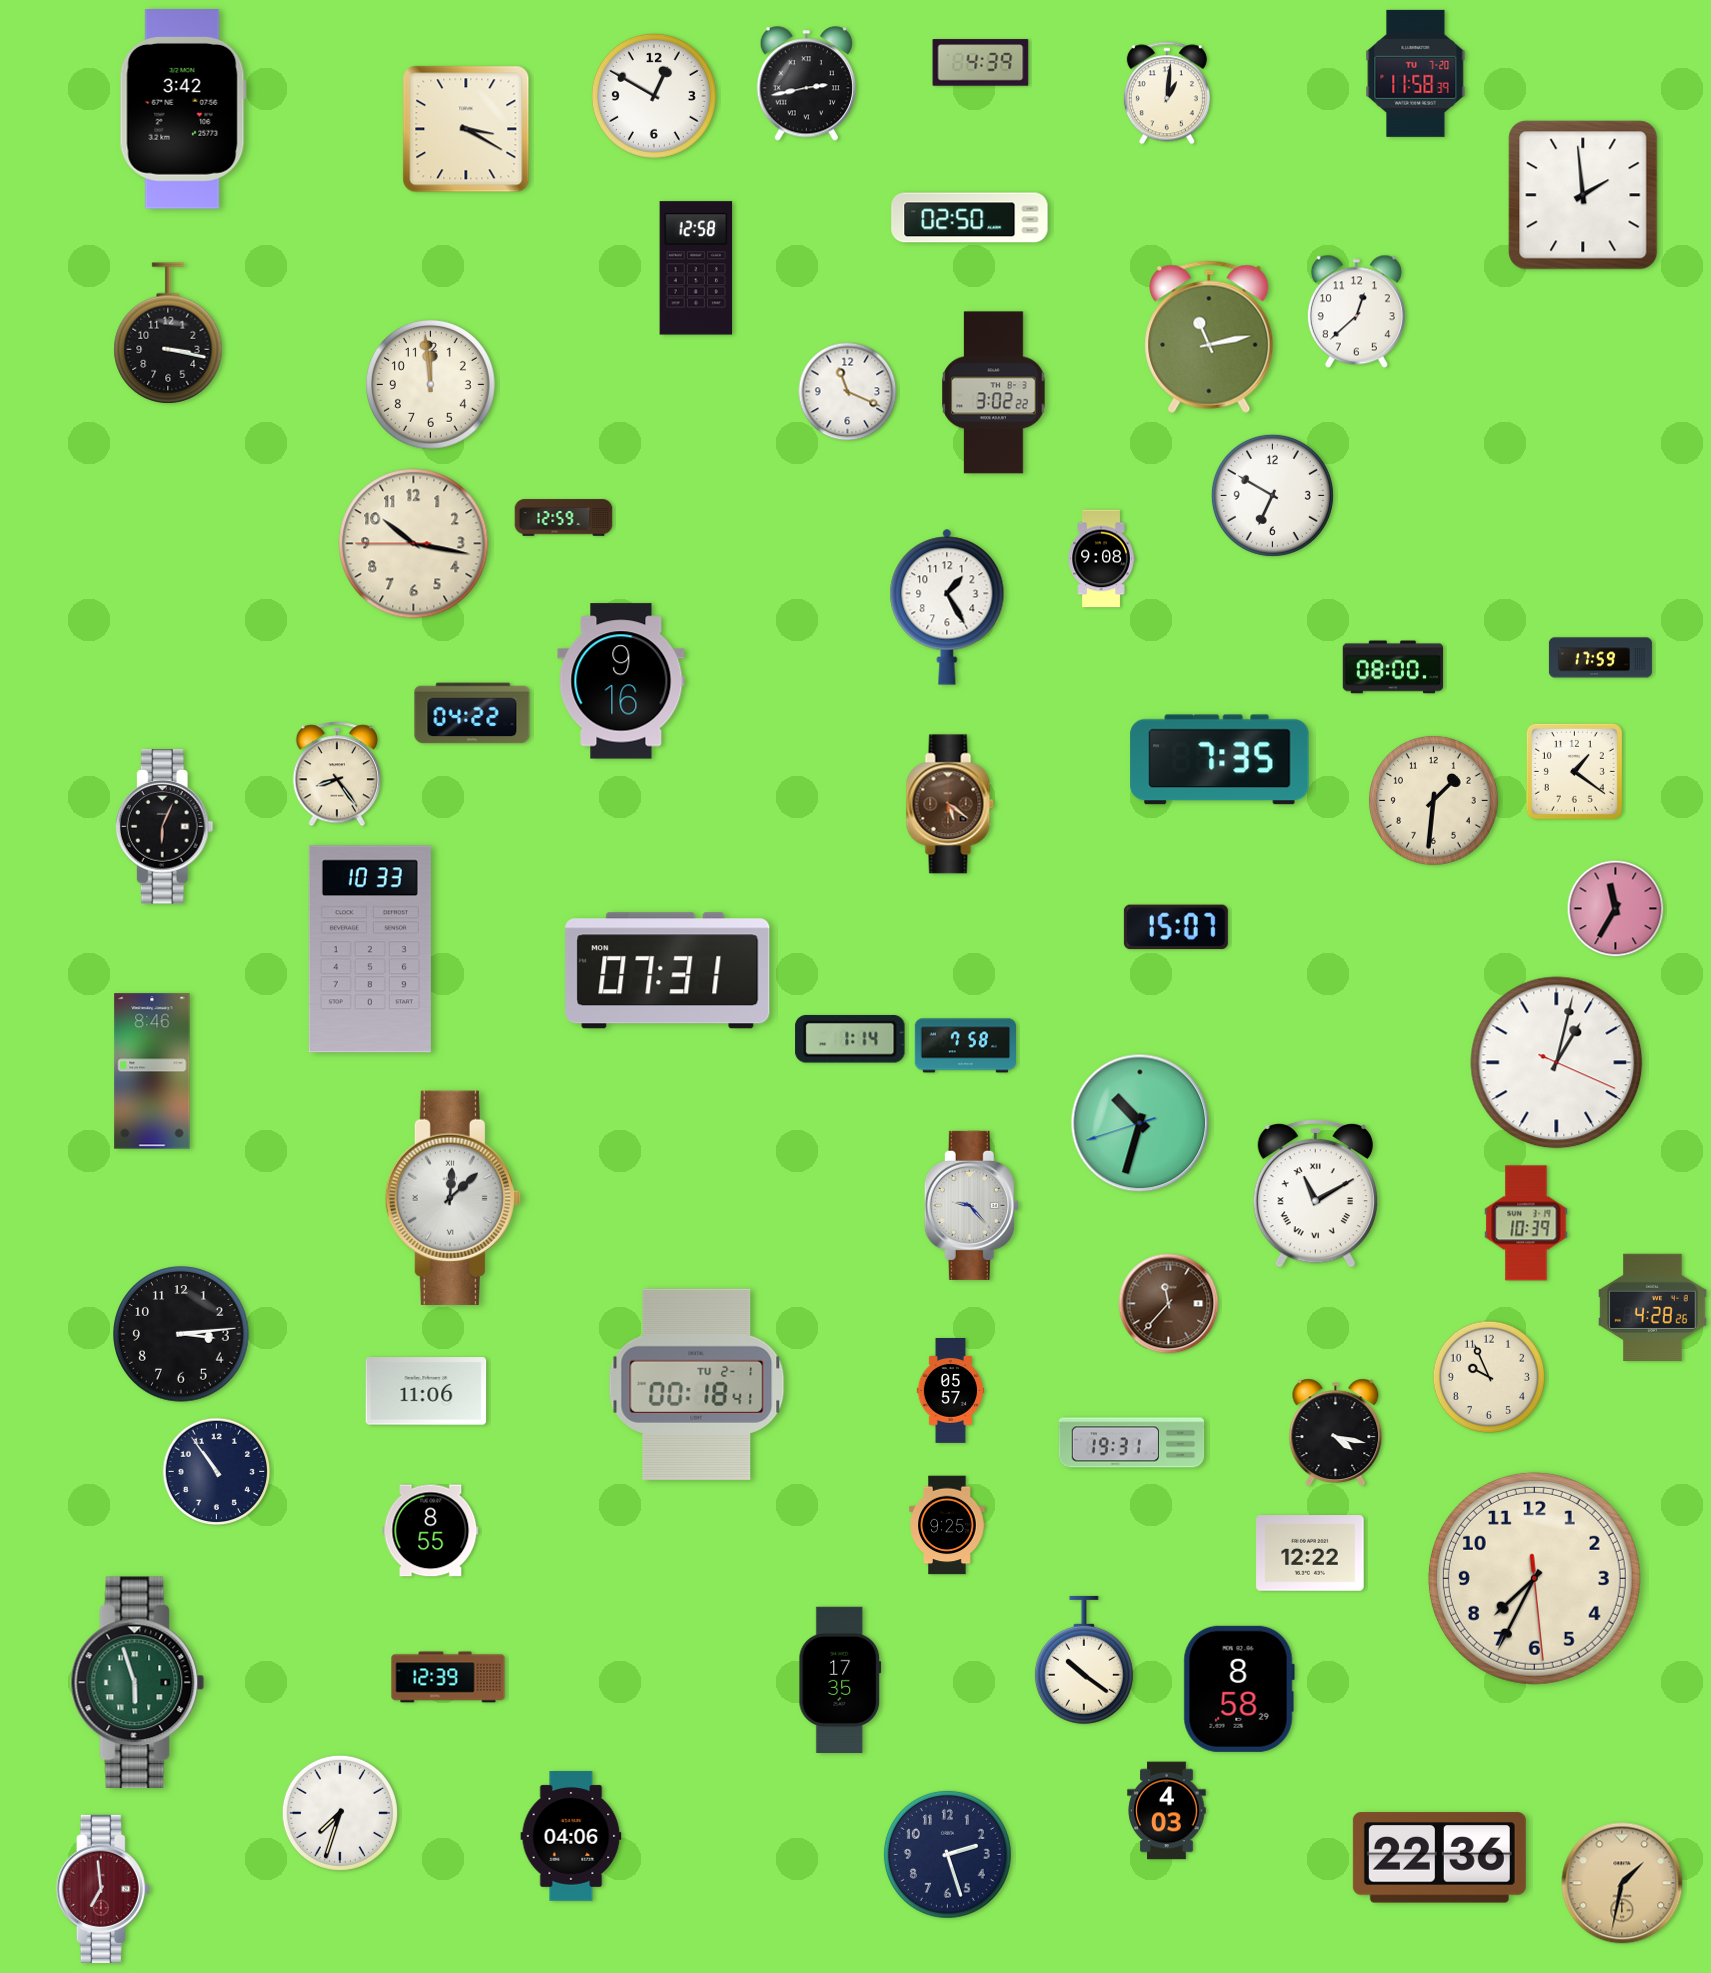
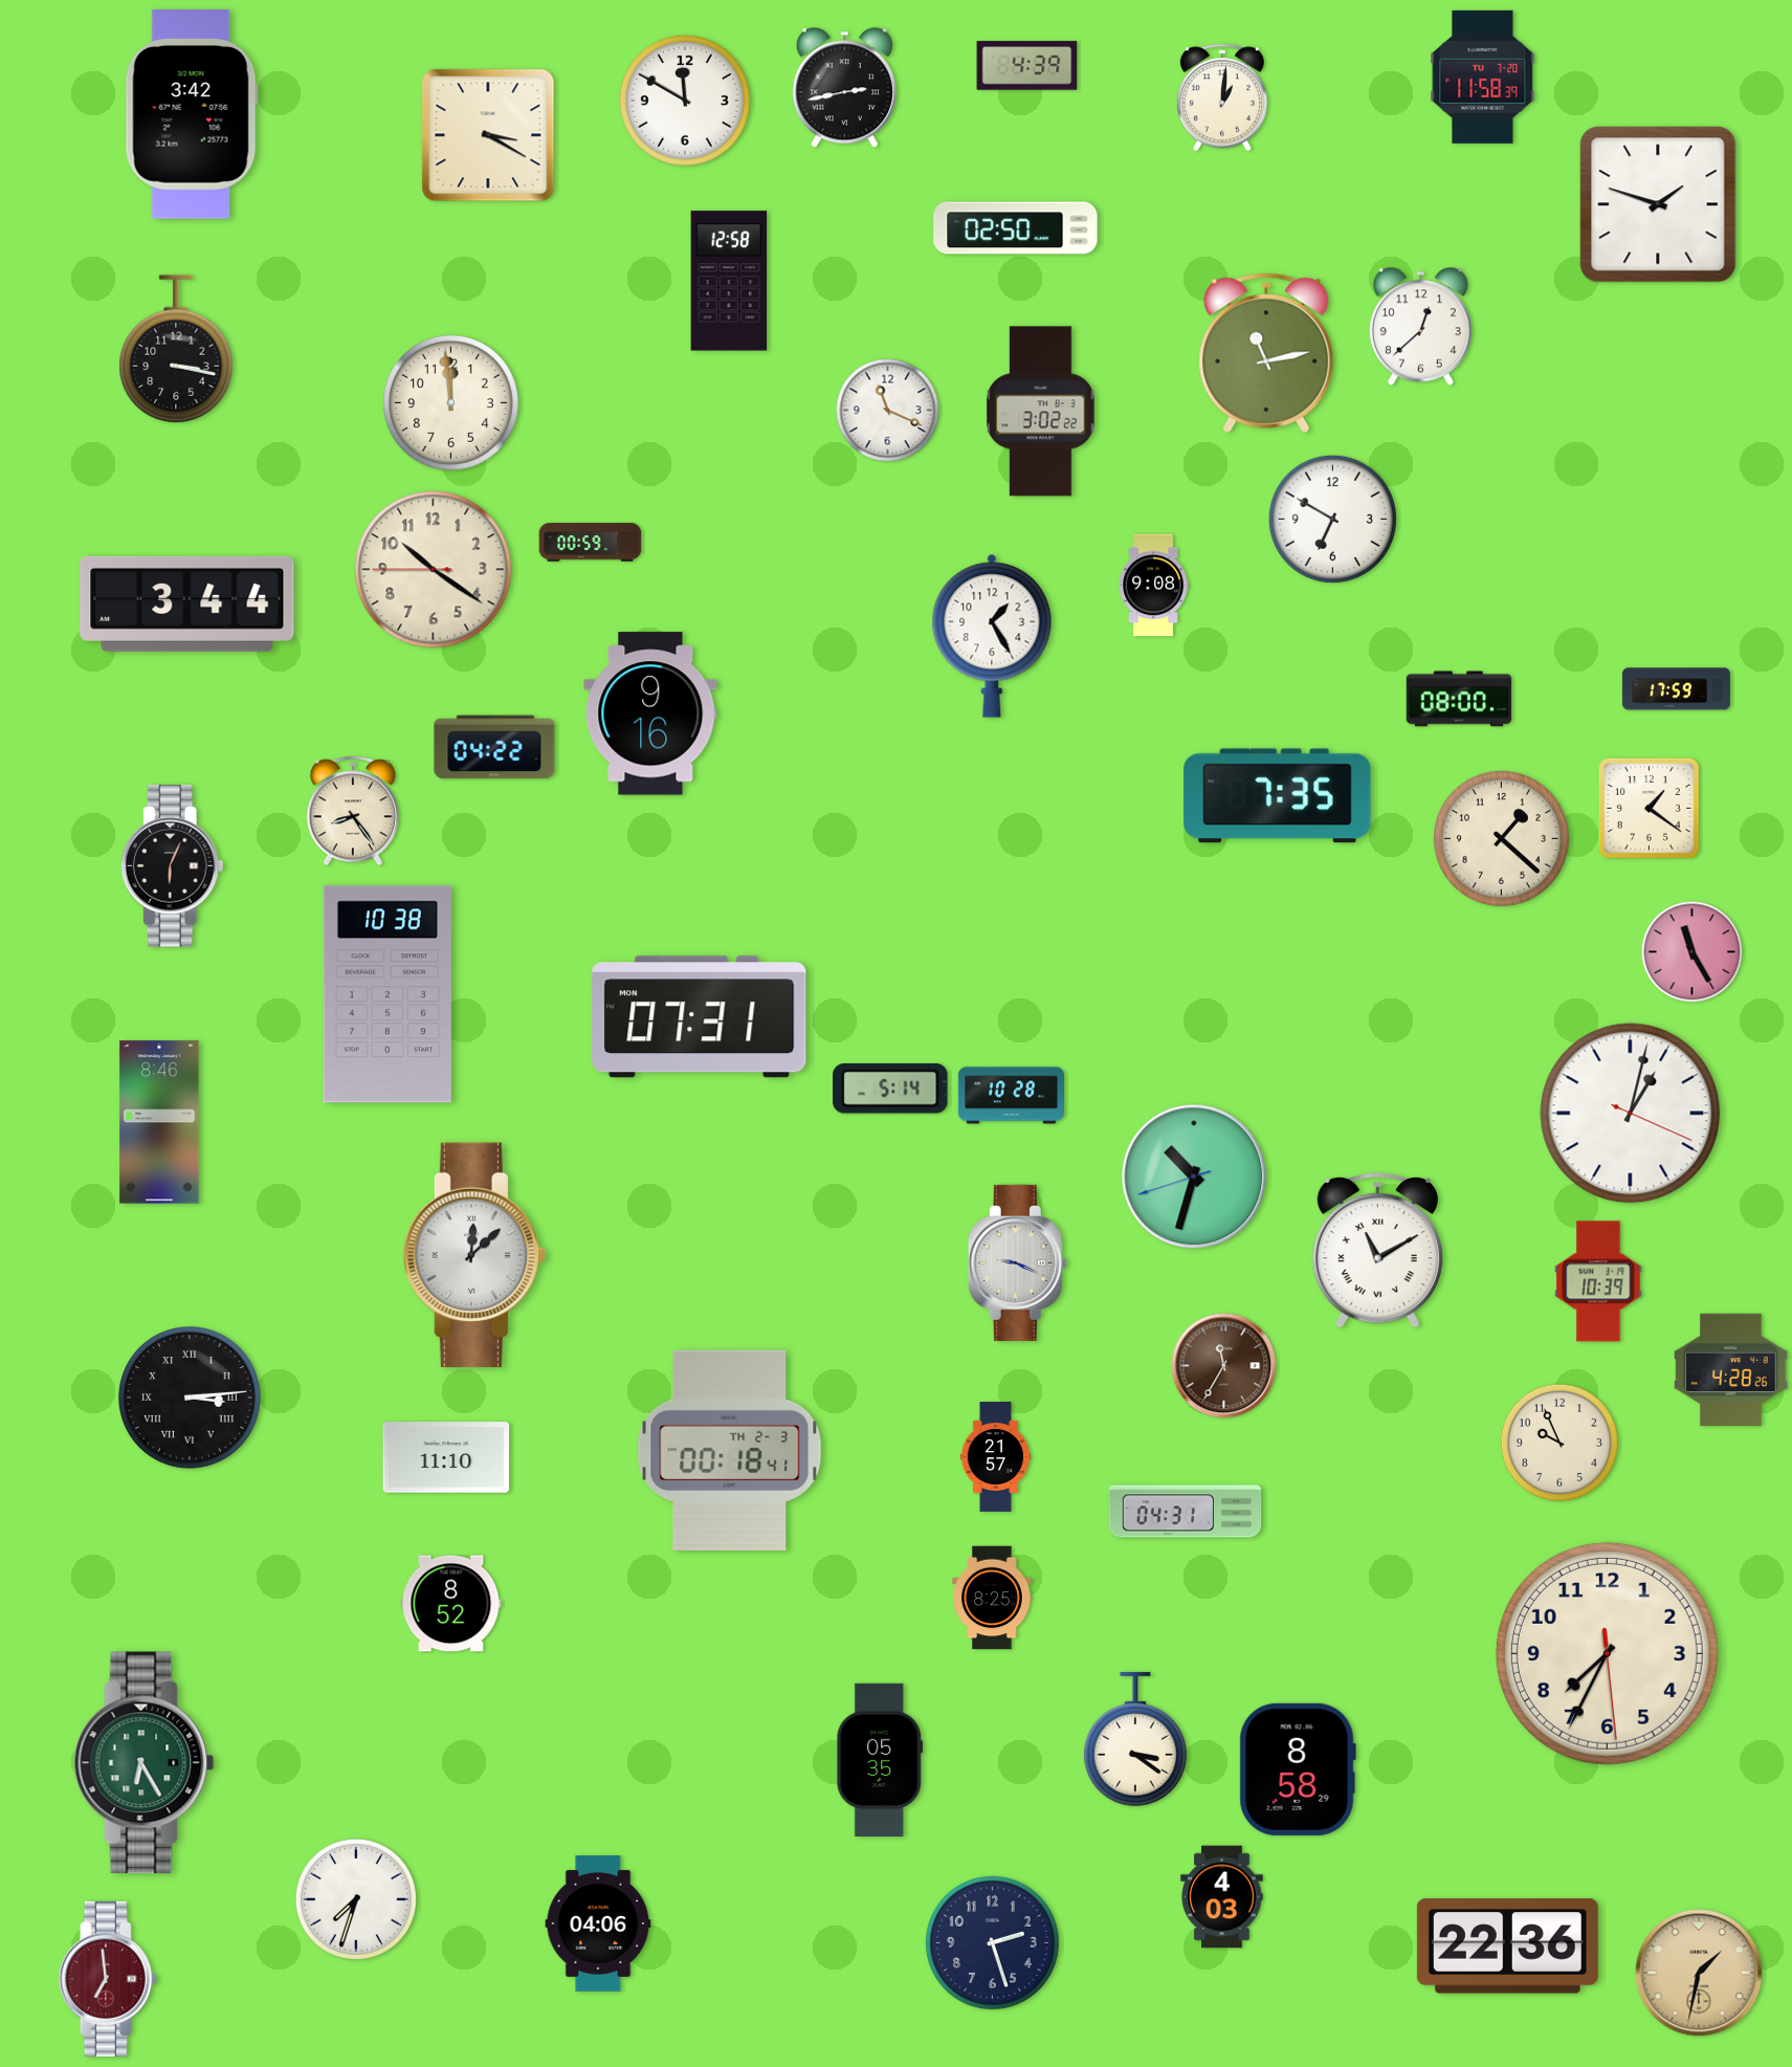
clock at (654, 96): 12:50 -> 11:50
clock at (1583, 195): 1:59 -> 1:48
clock at (564, 518): 12:59 -> 00:59
clock at (414, 544): 10:16 -> 10:20
clock at (187, 603): none -> 3:44
clock at (1433, 800): 1:31 -> 1:22
clock at (950, 804): 5:21 -> none
clock at (1616, 909): 11:35 -> 11:25
clock at (1176, 927): 15:07 -> none
clock at (370, 949): 10:33 -> 10:38
clock at (850, 1039): 1:14 -> 5:14
clock at (965, 1046): 7:58 -> 10:28
clock at (971, 1205): 9:23 -> 9:19
clock at (1169, 1304): 11:37 -> 11:35
clock at (181, 1334) numerals: Arabic -> Roman
clock at (697, 1384) date: TU 2-1 -> TH 2-3
clock at (426, 1391): 11:06 -> 11:10
clock at (950, 1391): 05:57 -> 21:57
clock at (1336, 1433): 4:17 -> none
clock at (1132, 1443): 19:31 -> 04:31
clock at (217, 1472): 10:54 -> none
clock at (947, 1525): 9:25 -> 8:25
clock at (431, 1531): 8:55 -> 8:52
clock at (1310, 1554): 12:22 -> none
clock at (1084, 1660): 10:21 -> 3:21
clock at (448, 1677): 12:39 -> none
clock at (840, 1679): 17:35 -> 05:35
clock at (138, 1683): 5:57 -> 6:25
